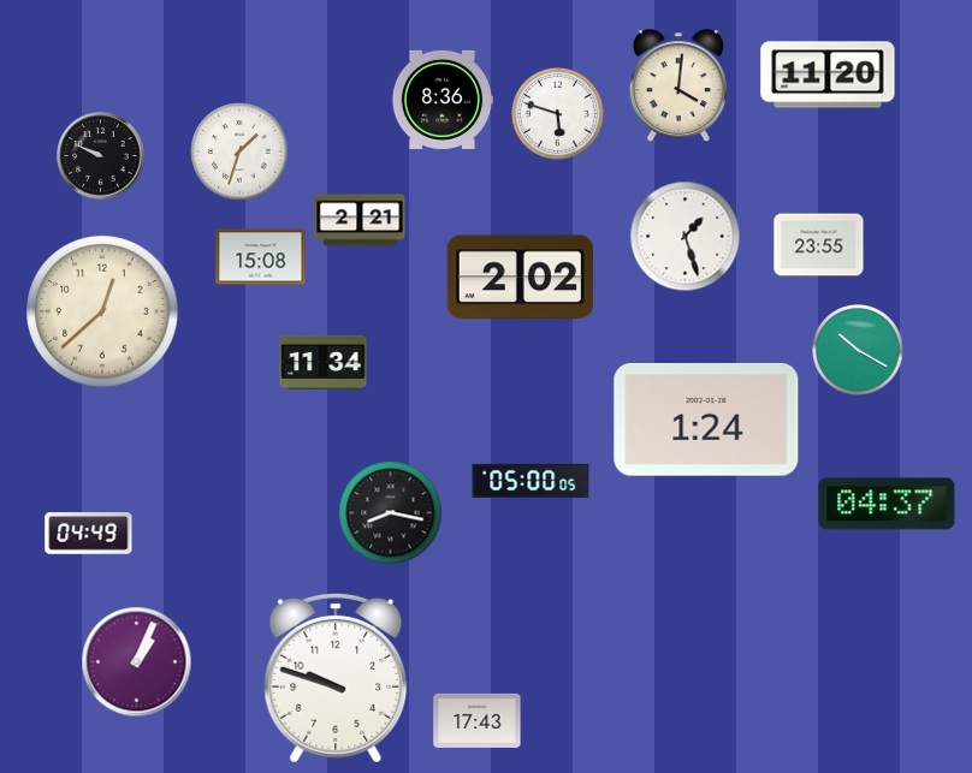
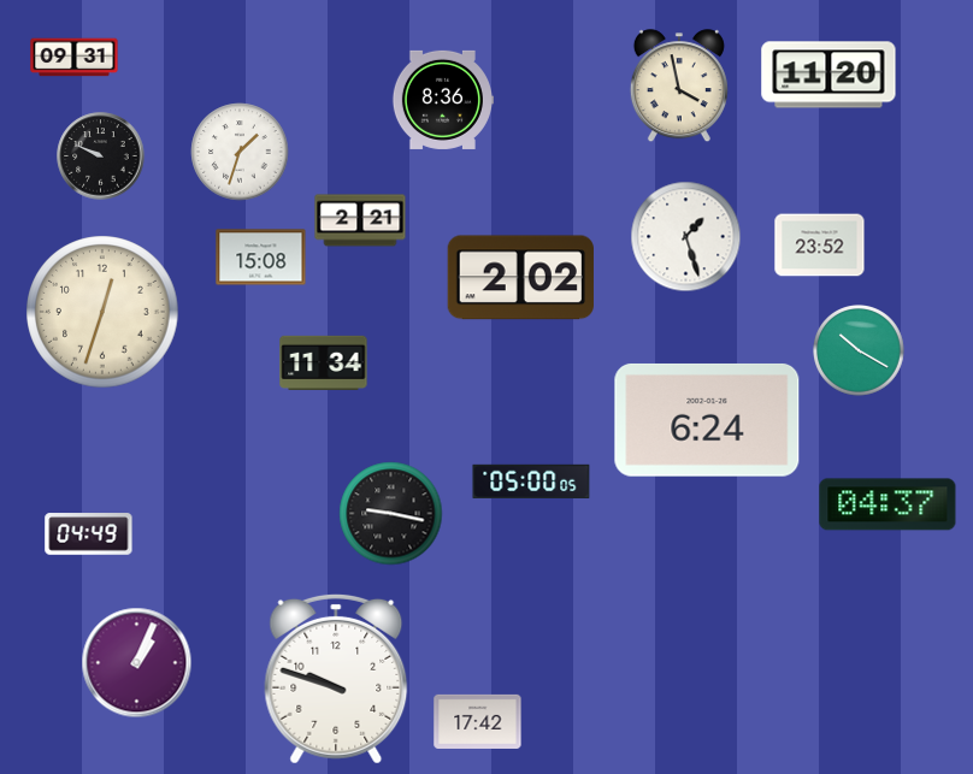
clock at (75, 58): none -> 09:31
clock at (678, 87): 4:01 -> 3:58
clock at (558, 114): 5:48 -> none
clock at (819, 245): 23:55 -> 23:52
clock at (102, 311): 12:38 -> 12:33
clock at (706, 420): 1:24 -> 6:24
clock at (391, 513): 8:17 -> 9:17
clock at (478, 720): 17:43 -> 17:42
